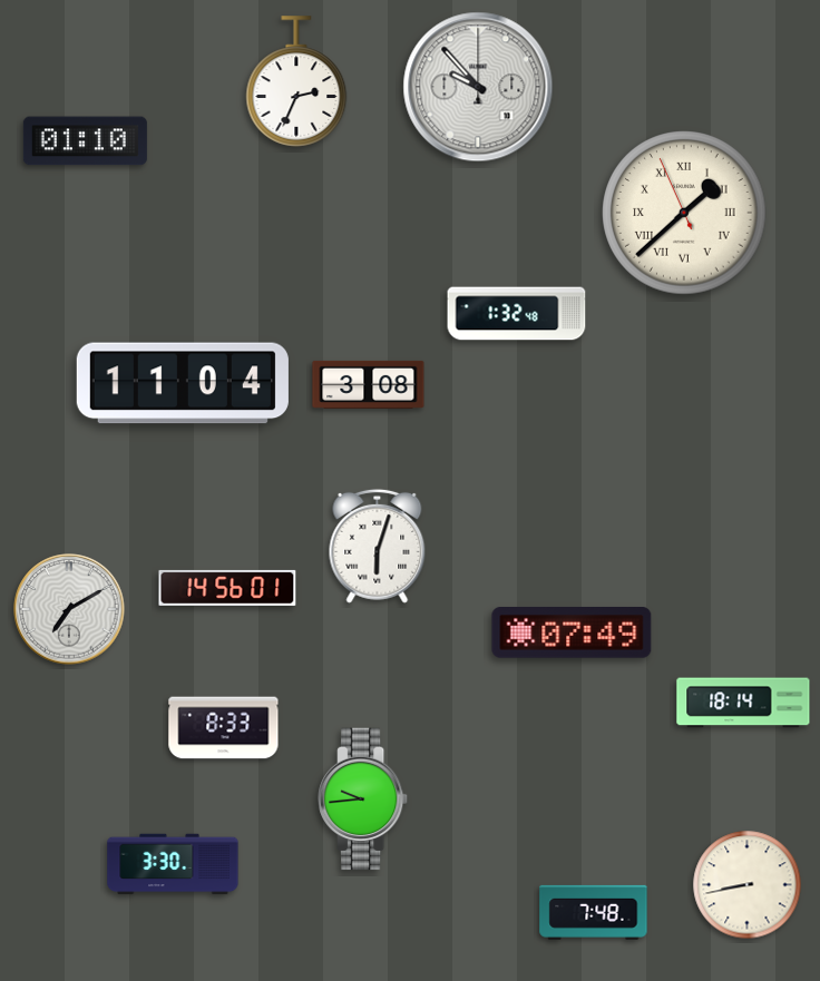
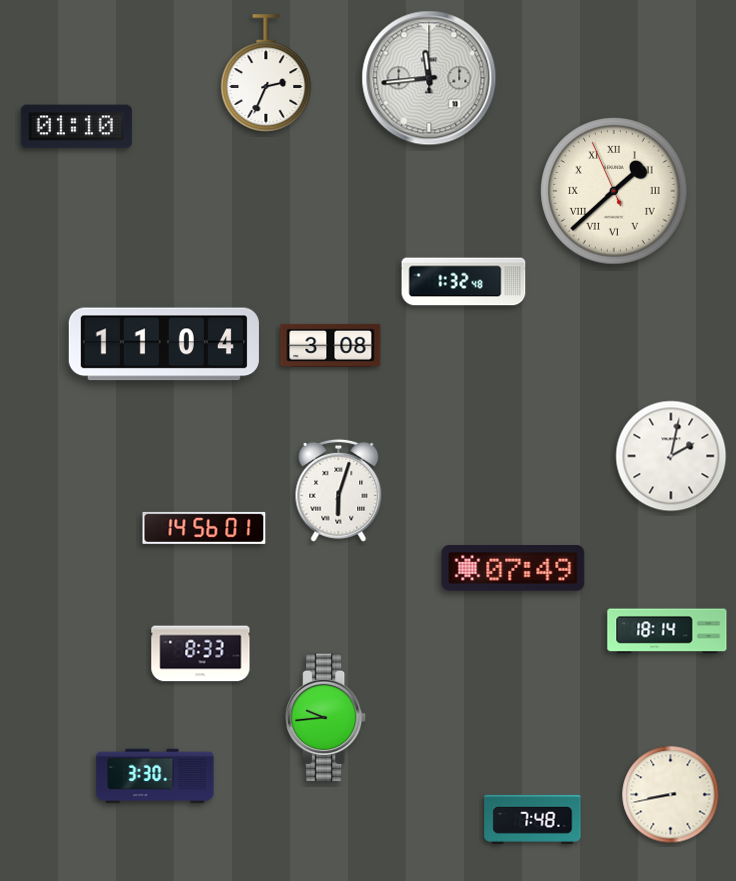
clock at (478, 87): 9:53 -> 11:44
clock at (671, 456): none -> 2:02
clock at (69, 609): 7:10 -> none
